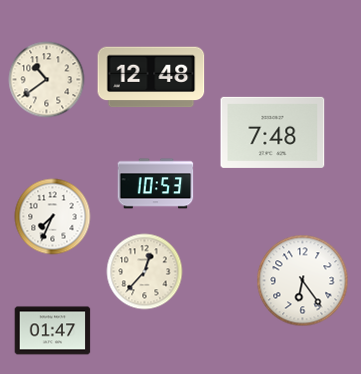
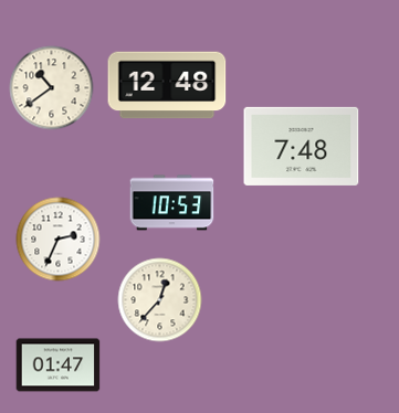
clock at (53, 217): 7:34 -> 2:34
clock at (303, 281): 6:24 -> none
